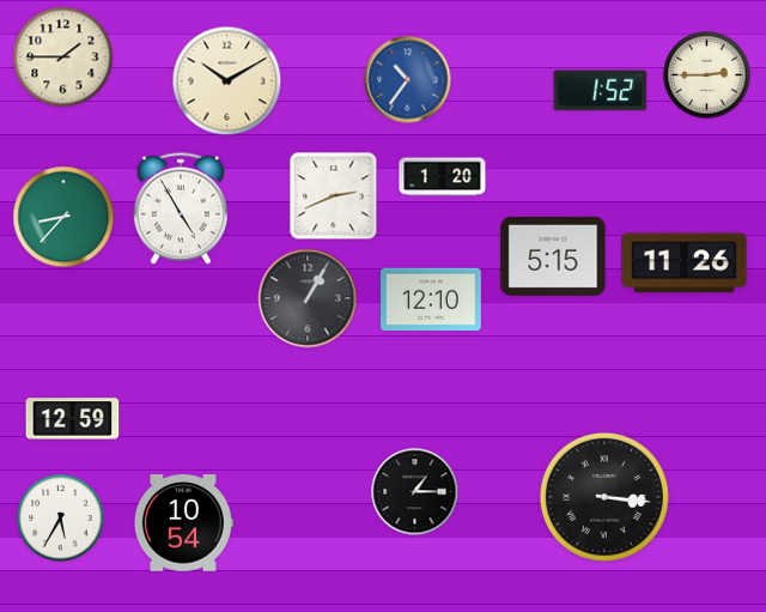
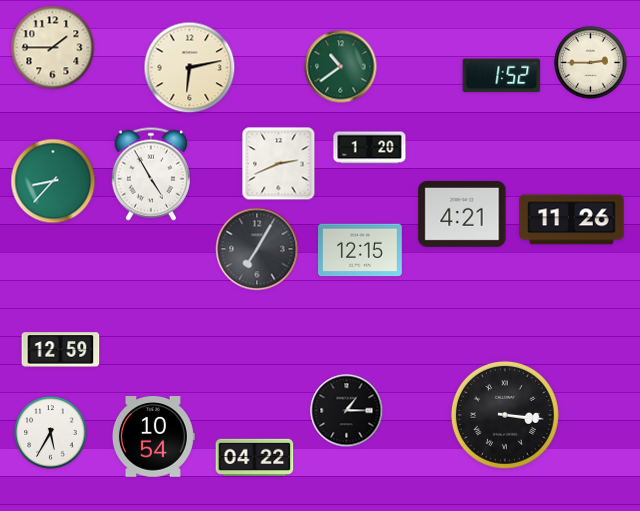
clock at (408, 80): 10:36 -> 10:39
clock at (408, 80) dial: blue -> green
clock at (227, 81): 10:10 -> 6:13
clock at (553, 256): 5:15 -> 4:21
clock at (308, 298): 1:05 -> 7:05
clock at (432, 299): 12:10 -> 12:15
clock at (255, 457): none -> 04:22
